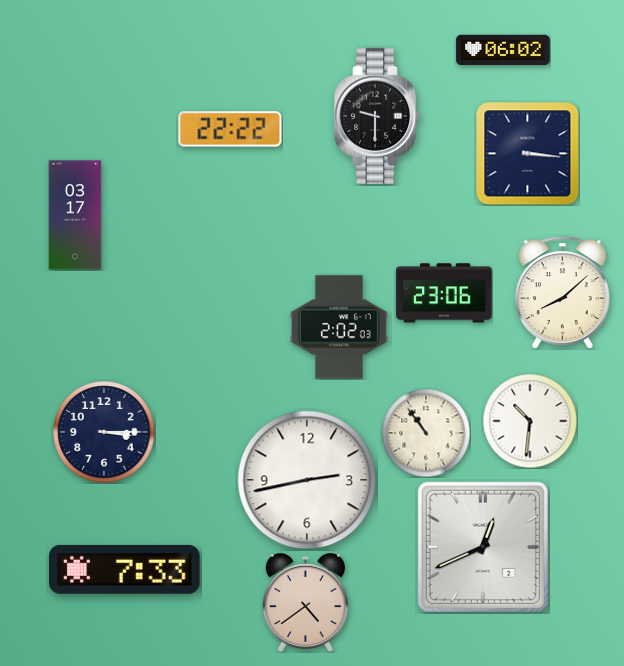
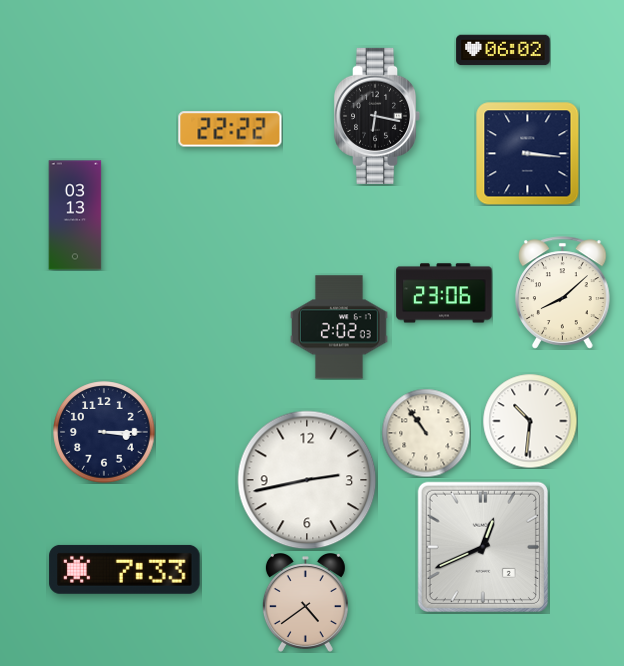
clock at (377, 116): 9:30 -> 6:17
clock at (75, 215): 03:17 -> 03:13
